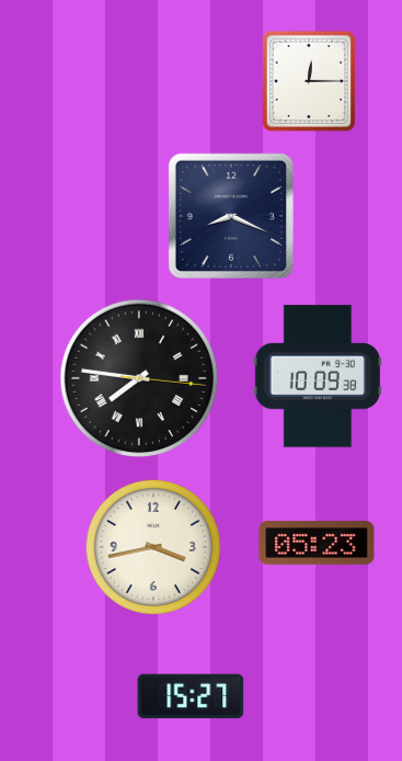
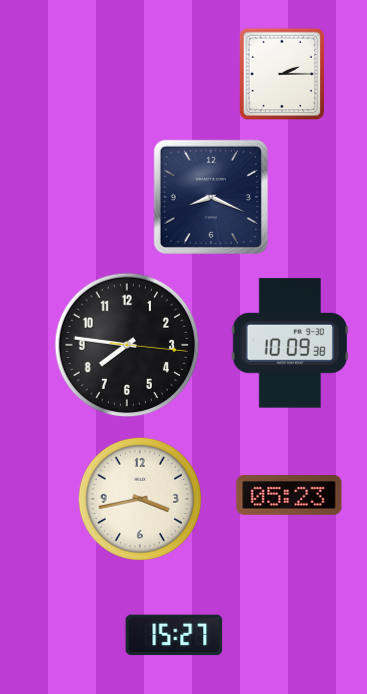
clock at (309, 81): 12:15 -> 2:15
clock at (139, 378) numerals: Roman -> Arabic
